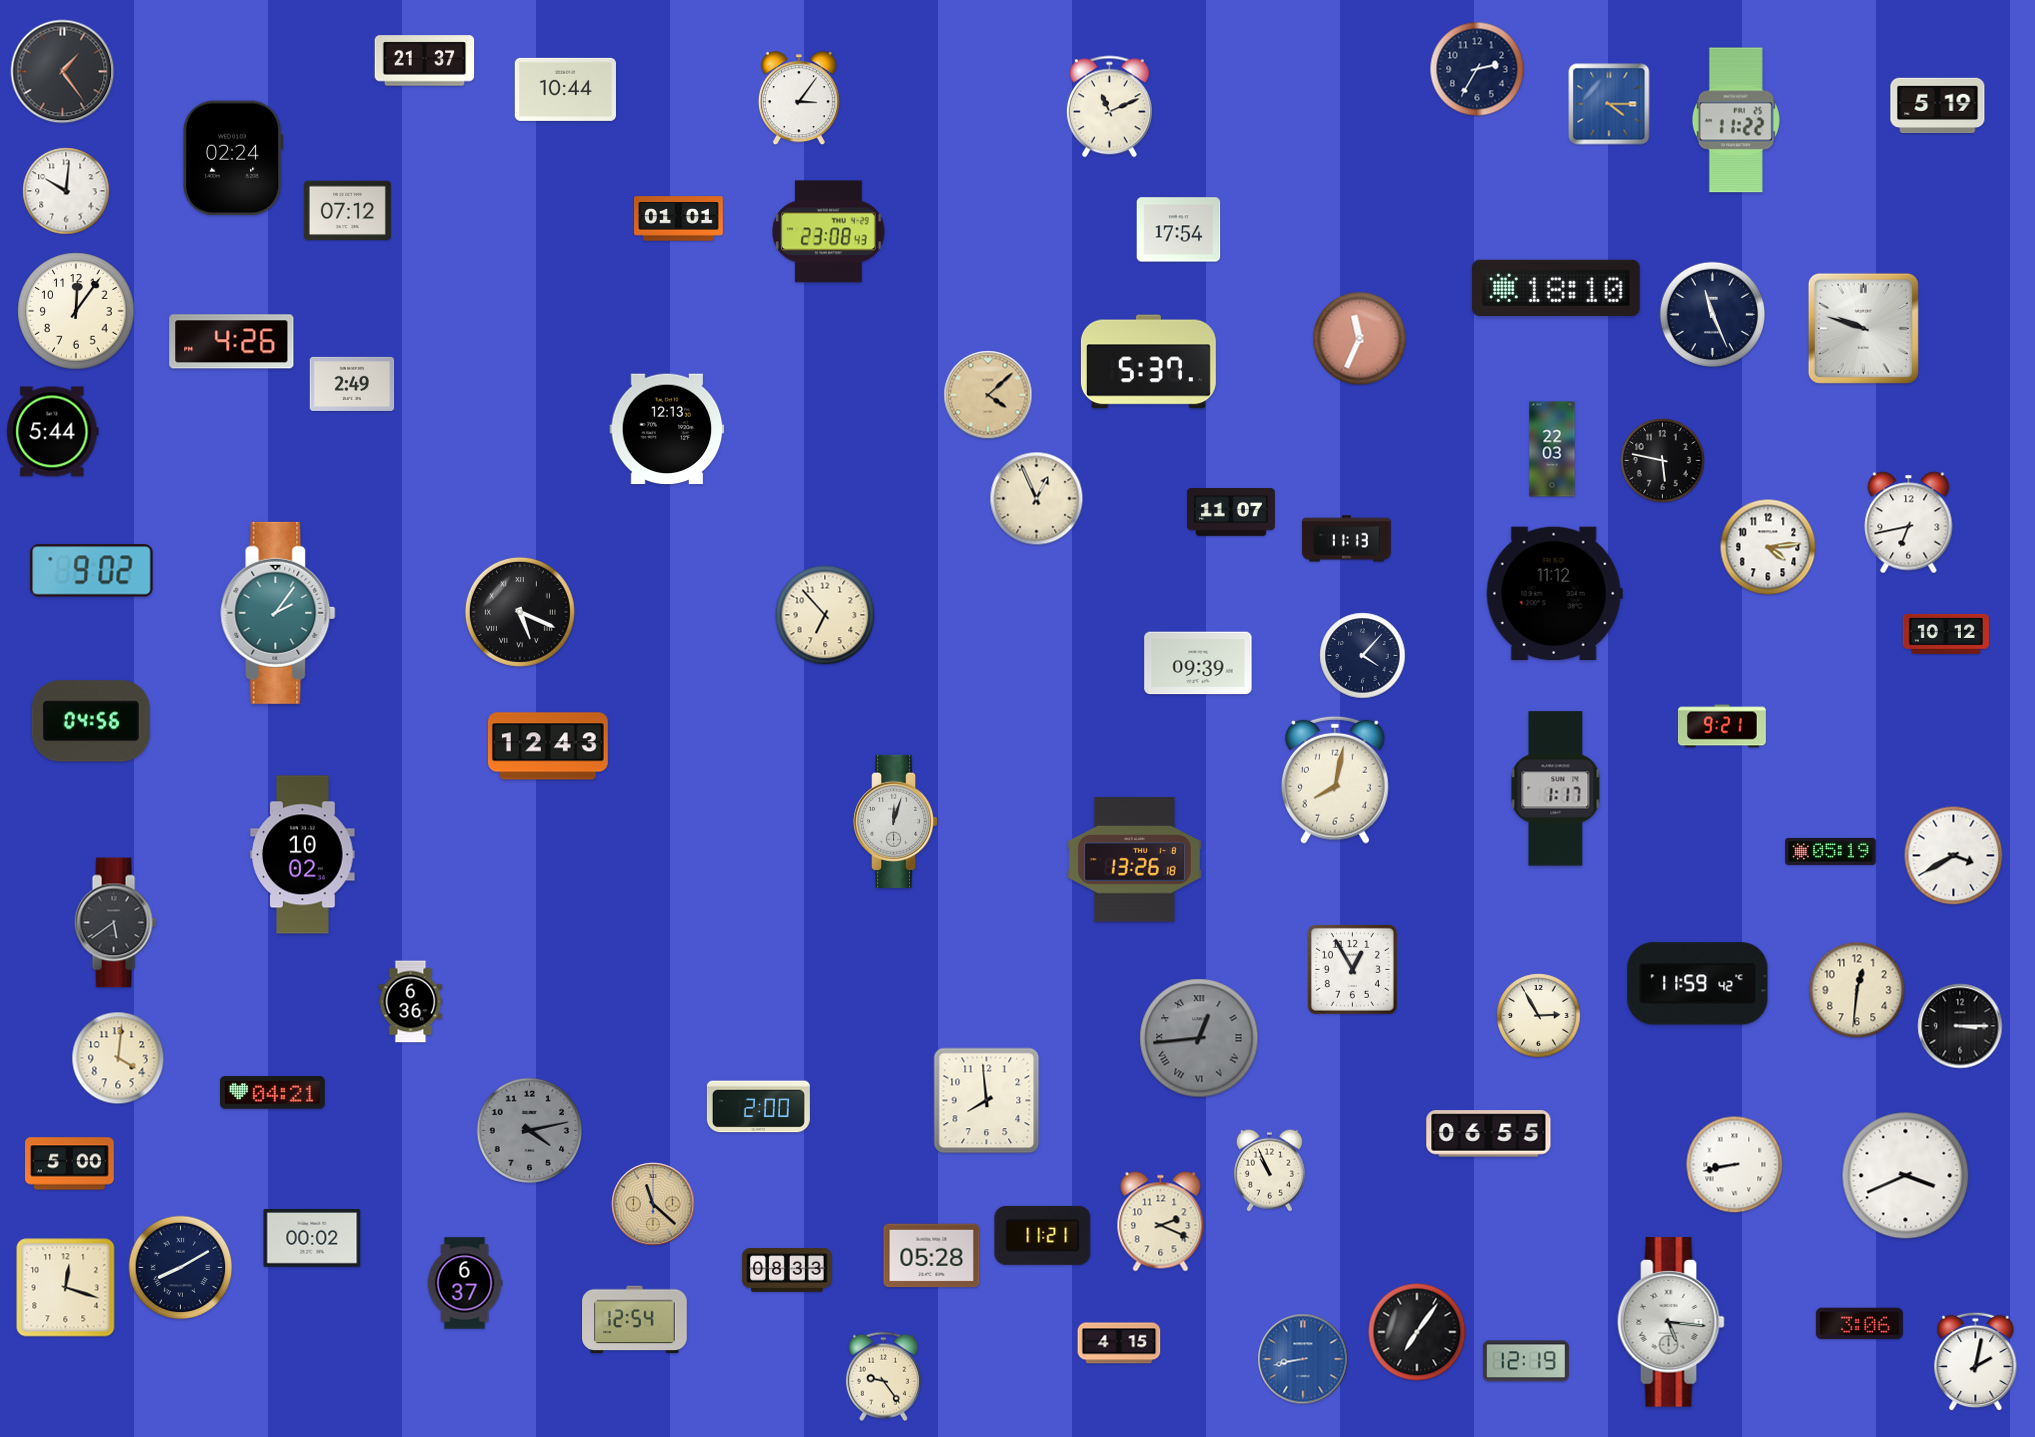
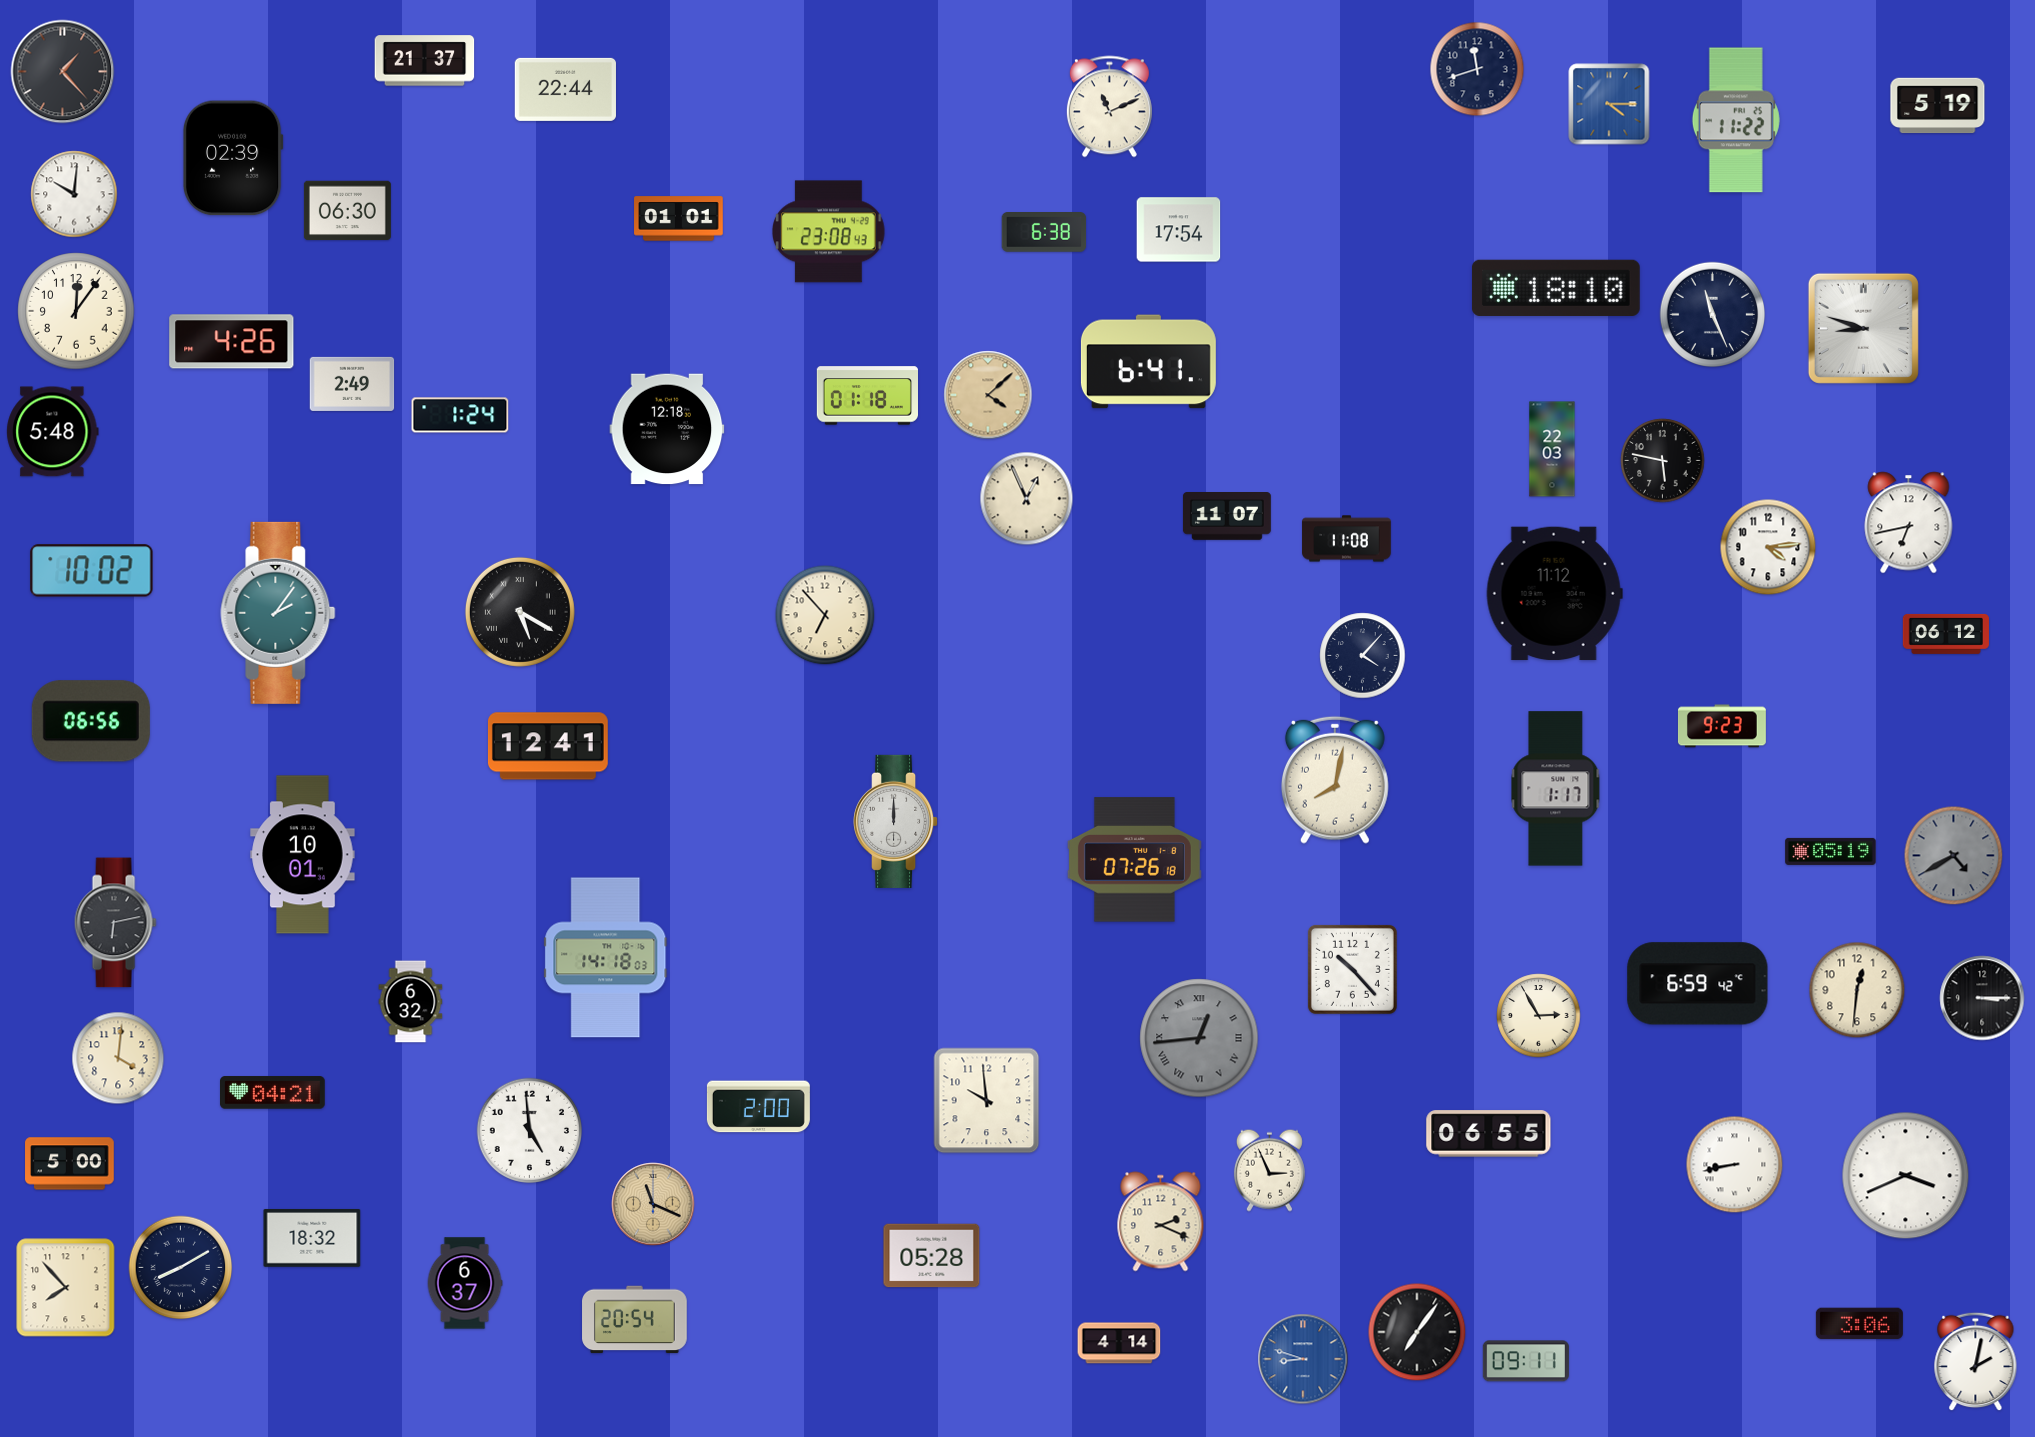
clock at (1477, 69): 2:35 -> 11:42
clock at (63, 72): 1:24 -> 1:23
clock at (565, 89): 10:44 -> 22:44
clock at (799, 99): 3:06 -> none
clock at (233, 158): 02:24 -> 02:39
clock at (66, 191) position: (66, 191) -> (74, 194)
clock at (347, 211): 07:12 -> 06:30
clock at (1044, 233): none -> 6:38
clock at (1863, 328): 9:48 -> 8:48
clock at (1360, 339): 11:34 -> none
clock at (1148, 362): 5:37 -> 6:41
clock at (867, 396): none -> 01:18
clock at (460, 415): none -> 1:24
clock at (667, 429): 12:13 -> 12:18
clock at (53, 432): 5:44 -> 5:48
clock at (1037, 499) position: (1037, 499) -> (1027, 499)
clock at (1231, 513) position: (1231, 513) -> (1227, 517)
clock at (1347, 539): 11:13 -> 11:08
clock at (92, 571): 9:02 -> 10:02
clock at (520, 612): 5:19 -> 5:20
clock at (1946, 634): 10:12 -> 06:12
clock at (1198, 663): 09:39 -> none
clock at (91, 721): 04:56 -> 06:56
clock at (1722, 726): 9:21 -> 9:23
clock at (548, 746): 12:43 -> 12:41
clock at (897, 821): 12:03 -> 12:00
clock at (303, 855): 10:02 -> 10:01
clock at (1954, 856): 3:40 -> 4:40
clock at (1954, 856) dial: white -> grey
clock at (1134, 860): 13:26 -> 07:26
clock at (115, 923): 5:39 -> 6:13
clock at (606, 958): none -> 14:18
clock at (1352, 969): 12:55 -> 10:23
clock at (1698, 984): 11:59 -> 6:59
clock at (411, 1002): 6:36 -> 6:32
clock at (1960, 1026) position: (1960, 1026) -> (1982, 998)
clock at (987, 1101): 7:59 -> 9:59
clock at (529, 1130): 4:13 -> 4:59
clock at (529, 1130) dial: grey -> white
clock at (1269, 1170): 10:56 -> 2:56
clock at (653, 1204): 11:22 -> 11:19
clock at (1043, 1235): 11:21 -> none
clock at (312, 1238): 00:02 -> 18:32
clock at (787, 1270): 08:33 -> none
clock at (66, 1288): 12:18 -> 7:53
clock at (635, 1320): 12:54 -> 20:54
clock at (1671, 1322): 5:16 -> none
clock at (1119, 1343): 4:15 -> 4:14
clock at (1303, 1359): 8:43 -> 8:48
clock at (1526, 1361): 12:19 -> 09:11
clock at (883, 1377): 9:24 -> none
